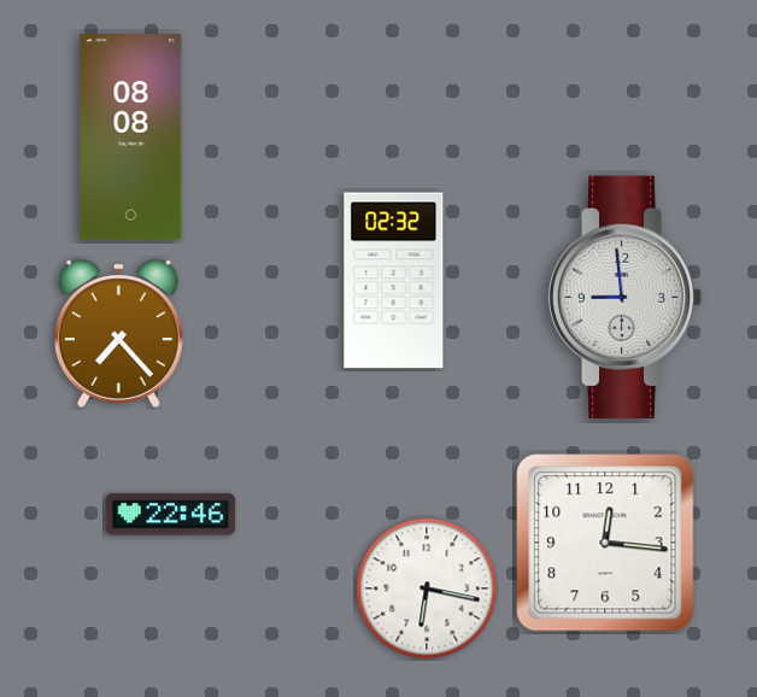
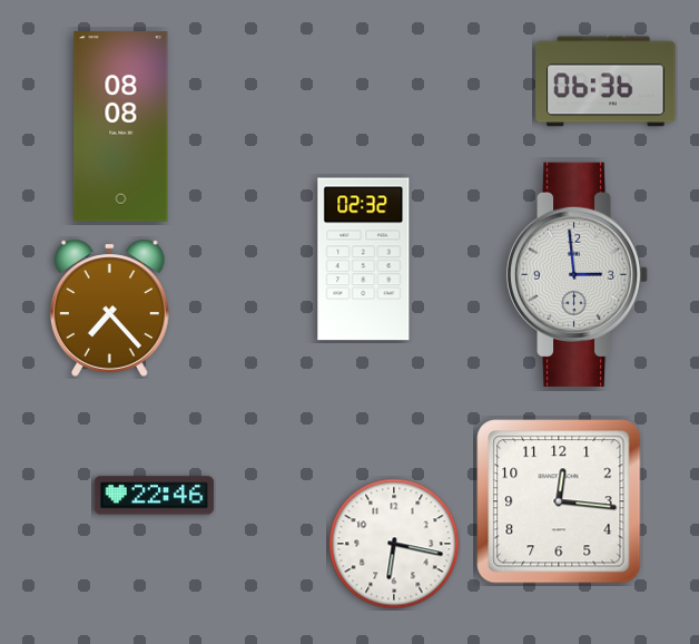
clock at (606, 81): none -> 06:36
clock at (626, 297): 8:59 -> 2:59
clock at (171, 515) position: (171, 515) -> (155, 496)
